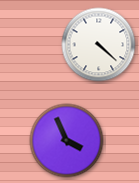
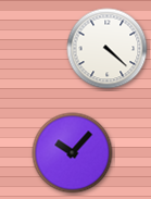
clock at (67, 141): 3:56 -> 10:07
